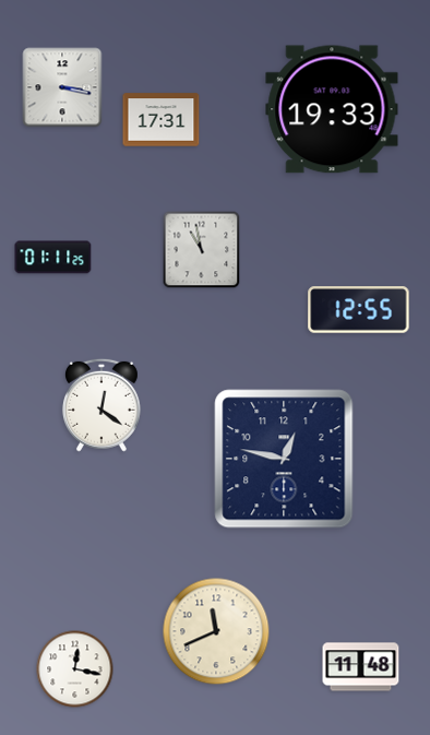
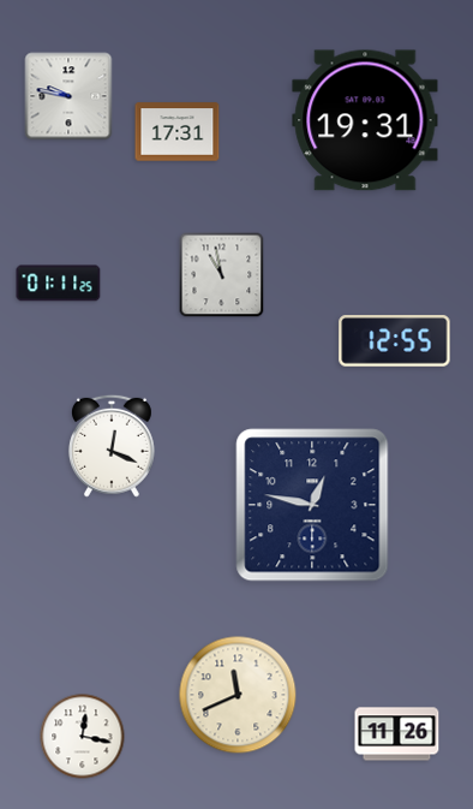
clock at (62, 87): 3:17 -> 9:47
clock at (332, 109): 19:33 -> 19:31
clock at (101, 405): 12:21 -> 12:19
clock at (361, 667): 11:48 -> 11:26
